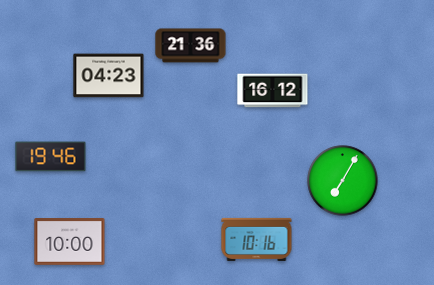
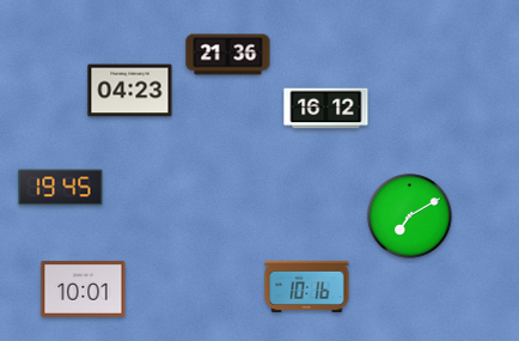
clock at (51, 157): 19:46 -> 19:45
clock at (343, 181): 7:05 -> 7:10
clock at (70, 242): 10:00 -> 10:01
